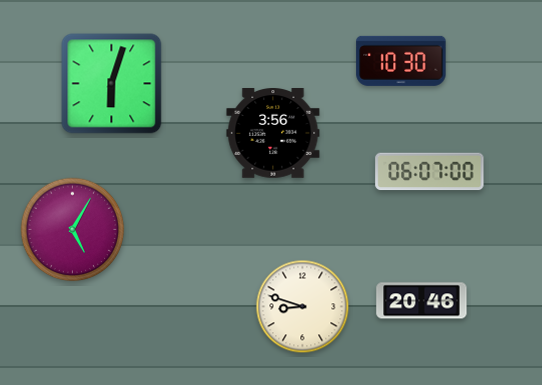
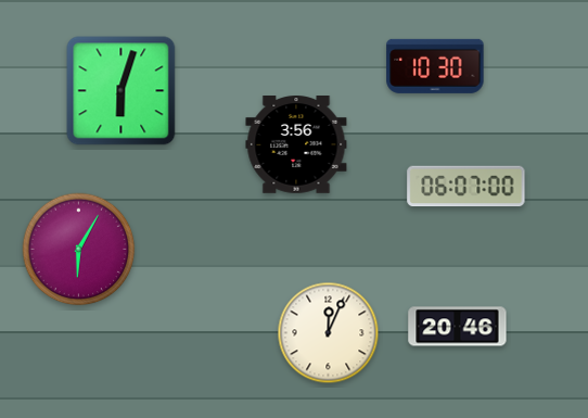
clock at (73, 230): 5:05 -> 6:05
clock at (303, 307): 8:48 -> 12:04
